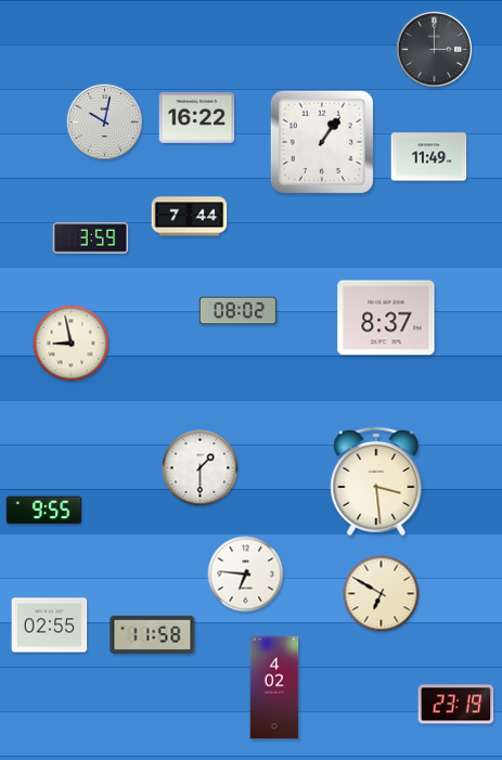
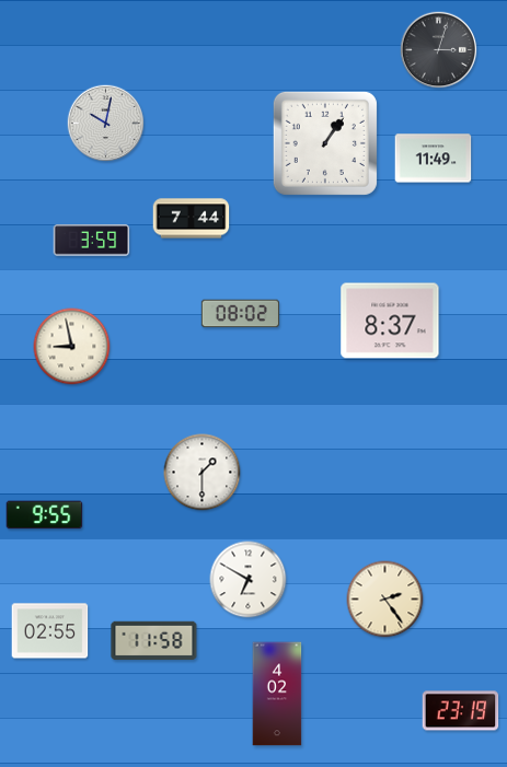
clock at (435, 50): 3:00 -> 3:03
clock at (197, 118): 16:22 -> none
clock at (376, 481): 3:29 -> none
clock at (246, 575): 6:46 -> 6:50
clock at (382, 594): 6:50 -> 2:24
